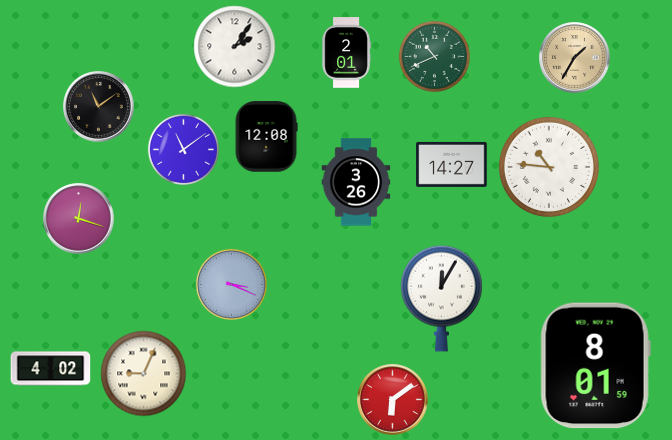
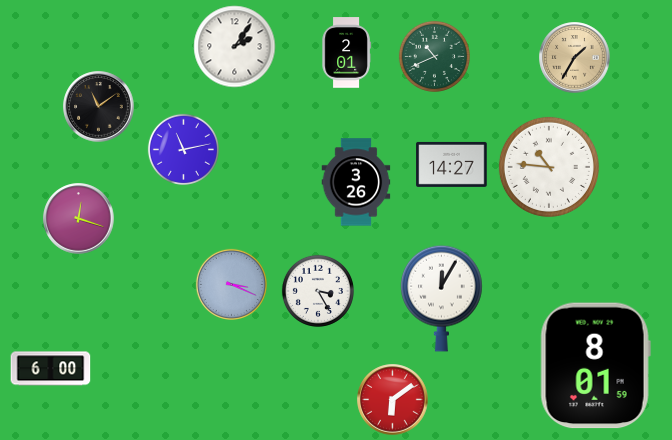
clock at (266, 137): 12:08 -> none
clock at (183, 149): 11:09 -> 11:13
clock at (318, 291): none -> 3:25
clock at (51, 369): 4:02 -> 6:00
clock at (144, 374): 9:04 -> none
